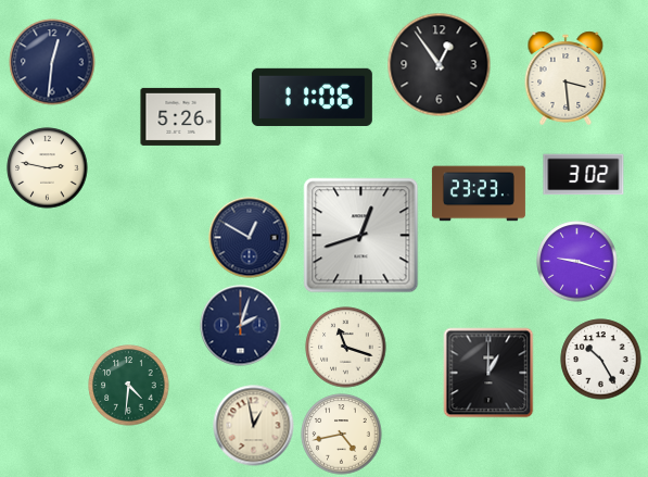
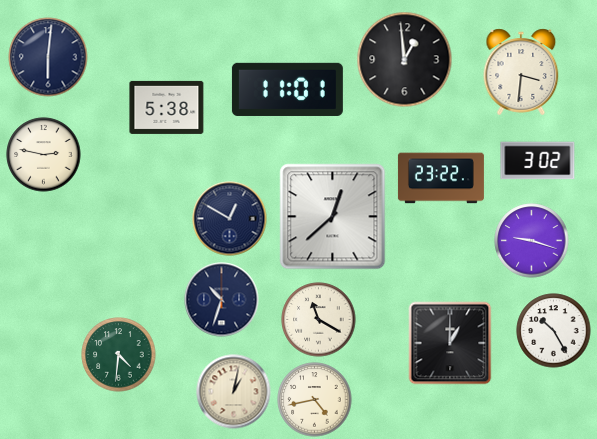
clock at (52, 62): 12:31 -> 6:01
clock at (440, 65): 12:54 -> 12:59
clock at (566, 78): 3:29 -> 3:31
clock at (312, 97): 11:06 -> 11:01
clock at (181, 116): 5:26 -> 5:38
clock at (479, 193): 23:23 -> 23:22
clock at (361, 236): 12:42 -> 12:38
clock at (241, 326): 2:03 -> 10:33
clock at (346, 348): 11:18 -> 11:20
clock at (254, 426): 12:58 -> 1:02
